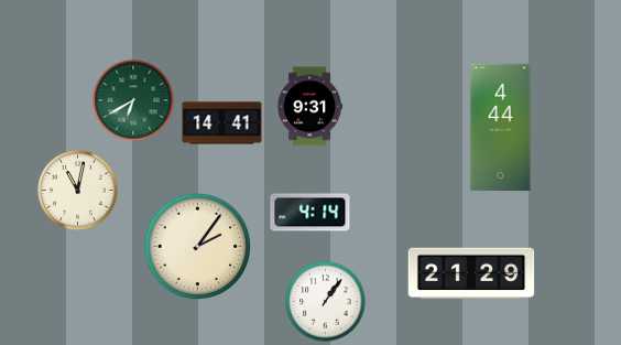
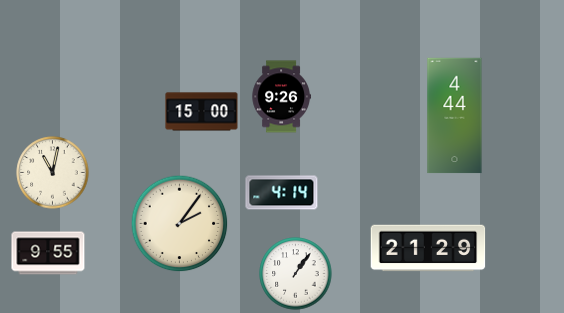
clock at (133, 100): 6:40 -> none
clock at (309, 107): 9:31 -> 9:26
clock at (222, 123): 14:41 -> 15:00
clock at (78, 191) position: (78, 191) -> (53, 173)
clock at (48, 253): none -> 9:55
